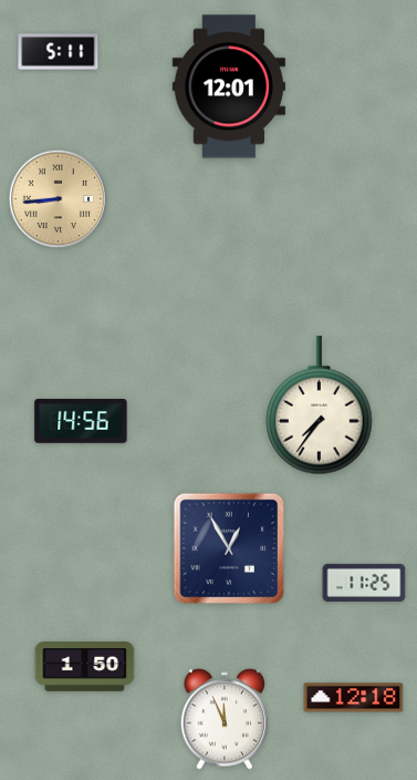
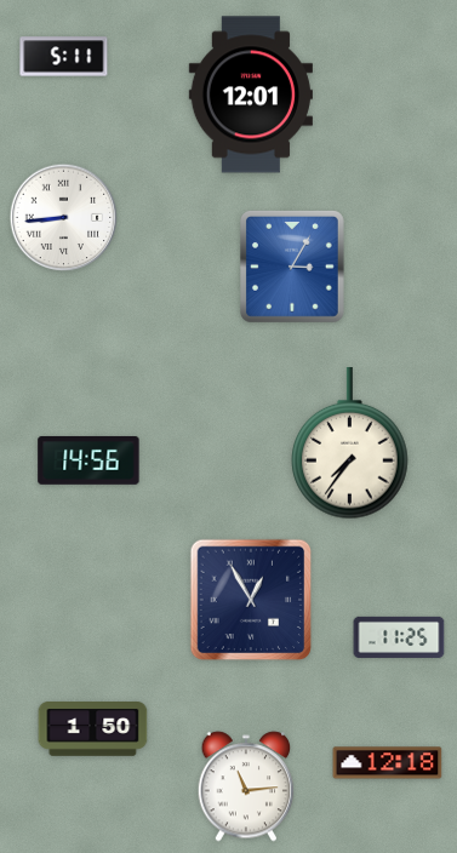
clock at (59, 199) dial: champagne -> white
clock at (292, 268): none -> 3:05
clock at (225, 719): 11:56 -> 11:14
